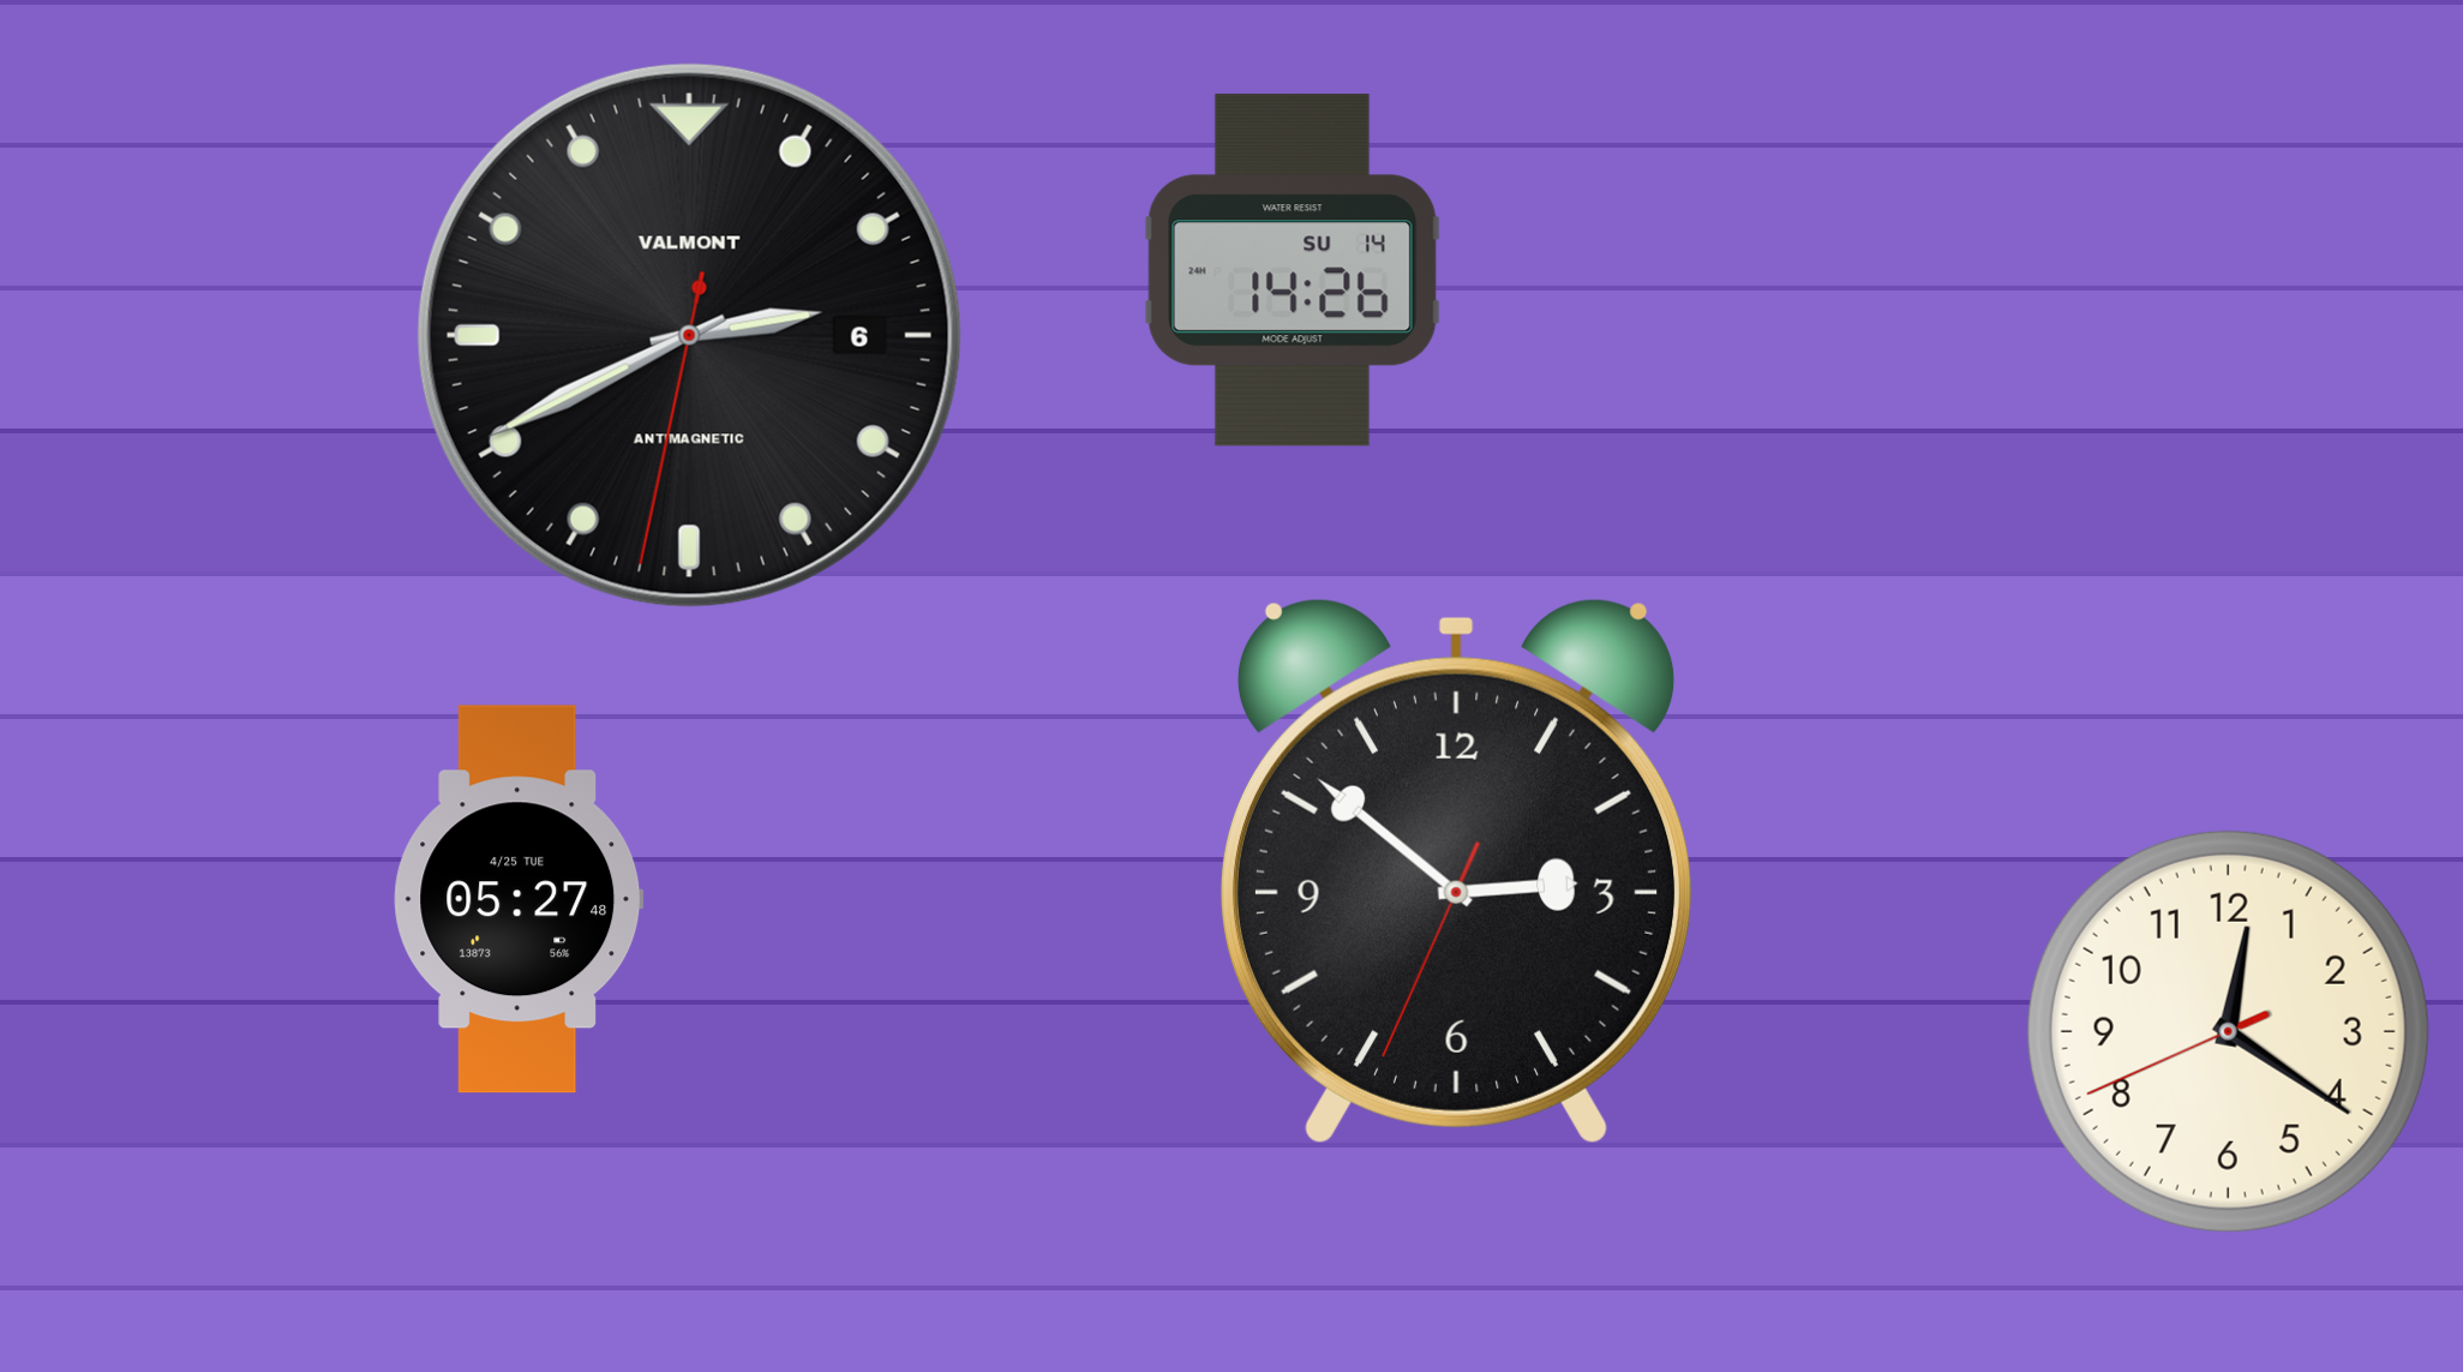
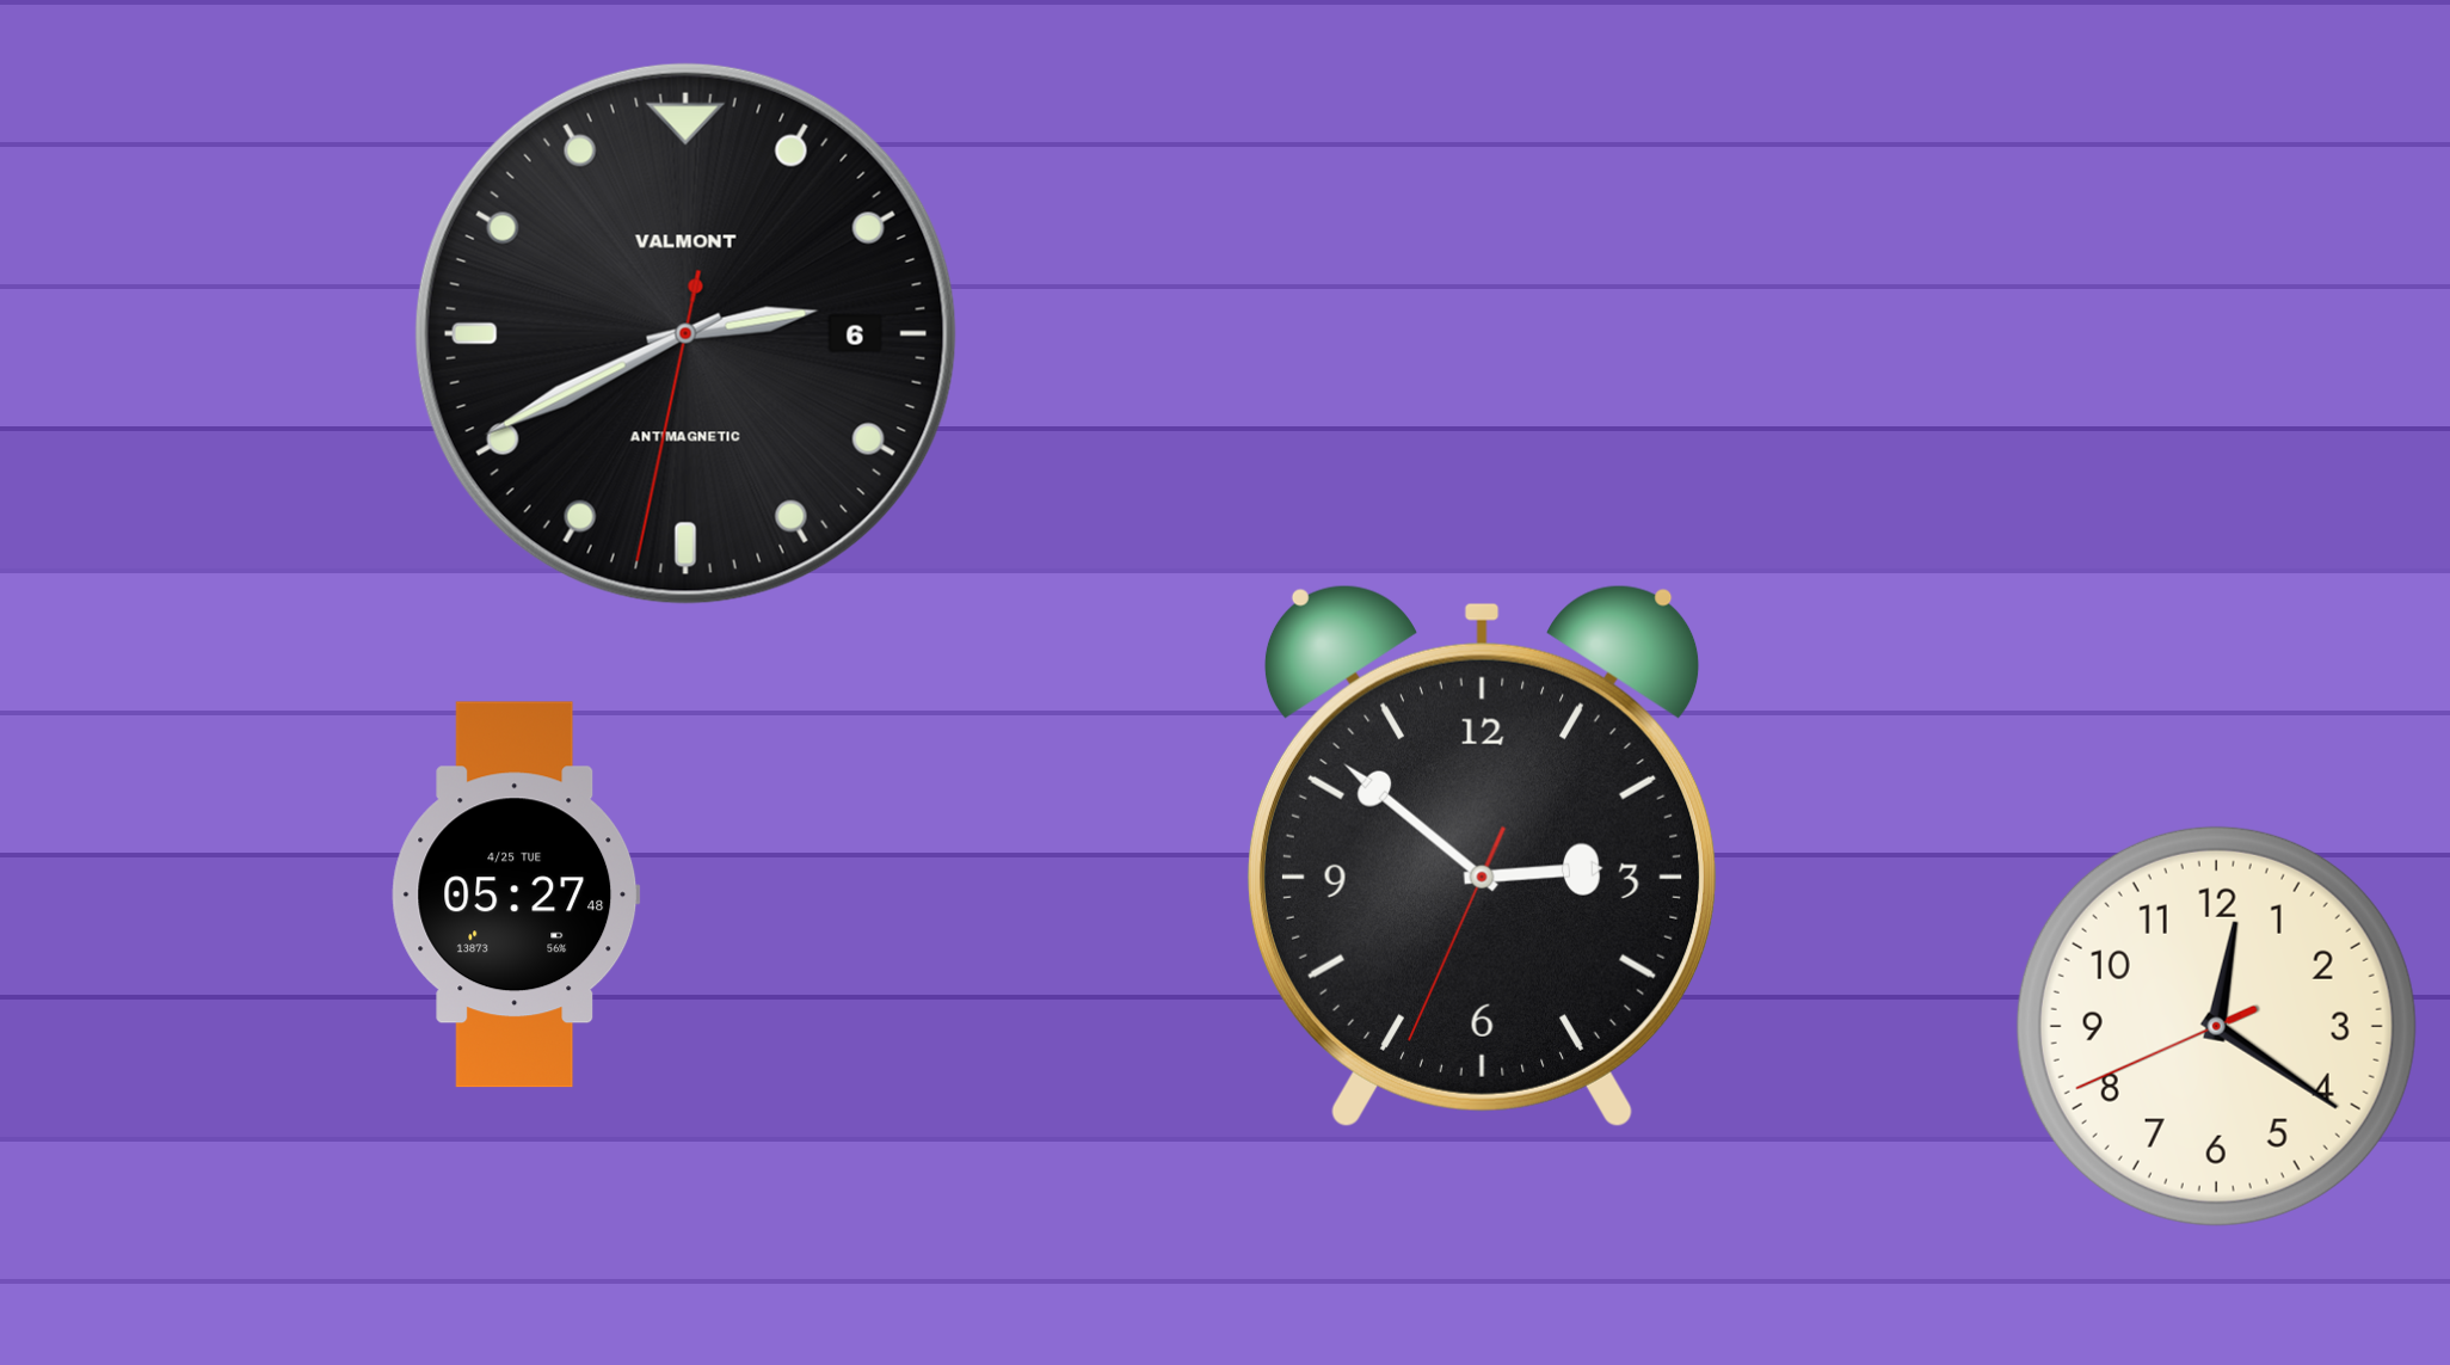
clock at (1293, 270): 14:26 -> none
clock at (1456, 870) position: (1456, 870) -> (1482, 855)
